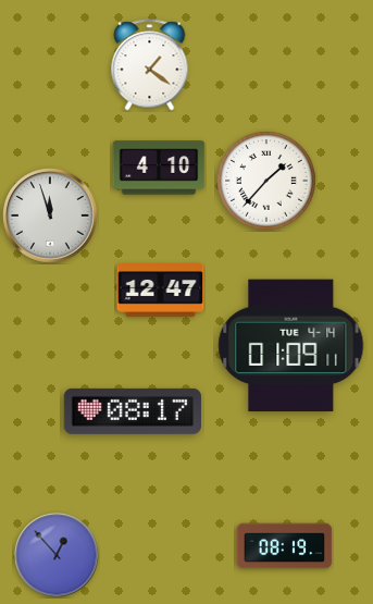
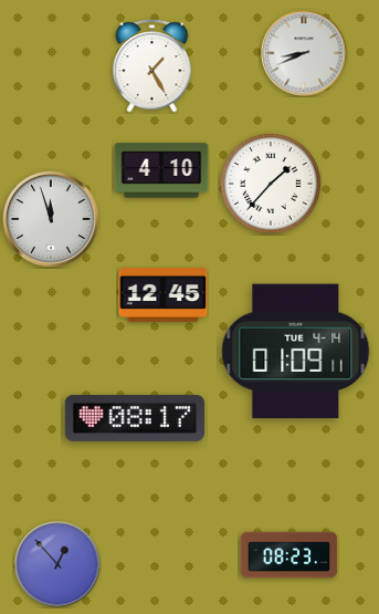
clock at (304, 53): none -> 8:41
clock at (150, 65): 1:21 -> 1:25
clock at (161, 291): 12:47 -> 12:45
clock at (285, 546): 08:19 -> 08:23
